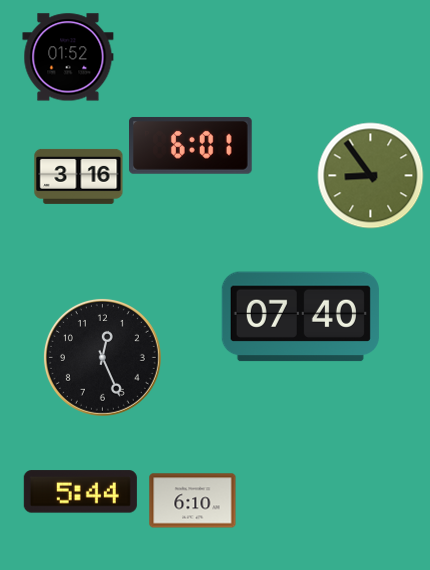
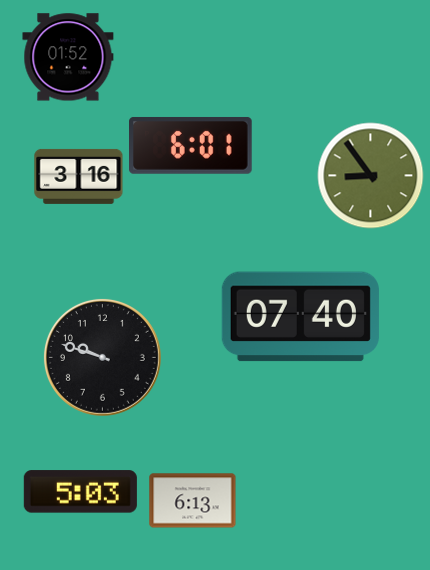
clock at (102, 357): 12:26 -> 9:48
clock at (80, 492): 5:44 -> 5:03
clock at (193, 501): 6:10 -> 6:13
